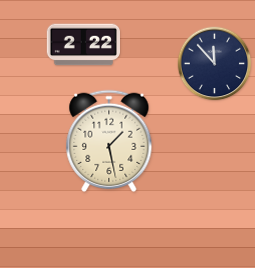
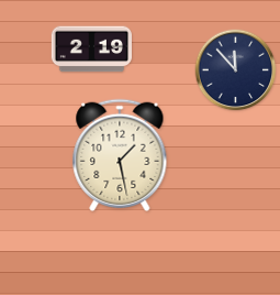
clock at (83, 45): 2:22 -> 2:19
